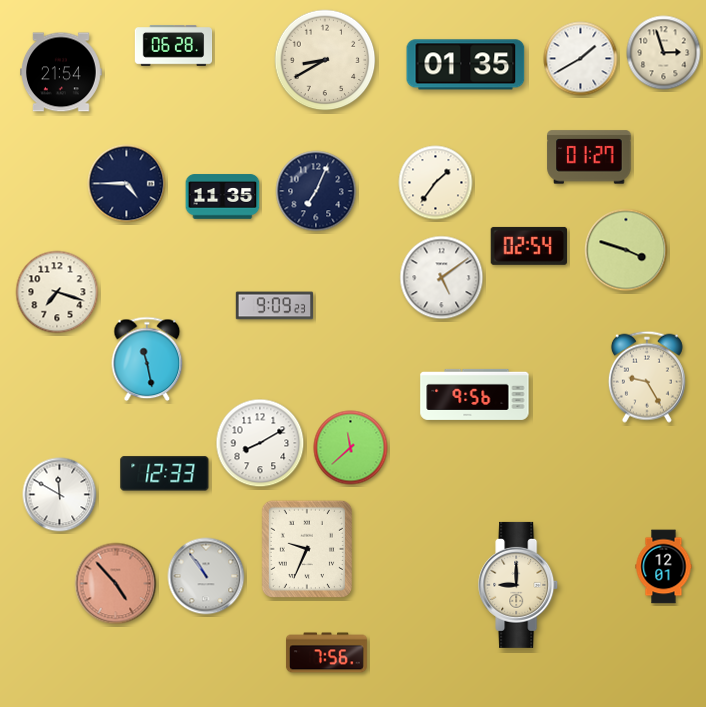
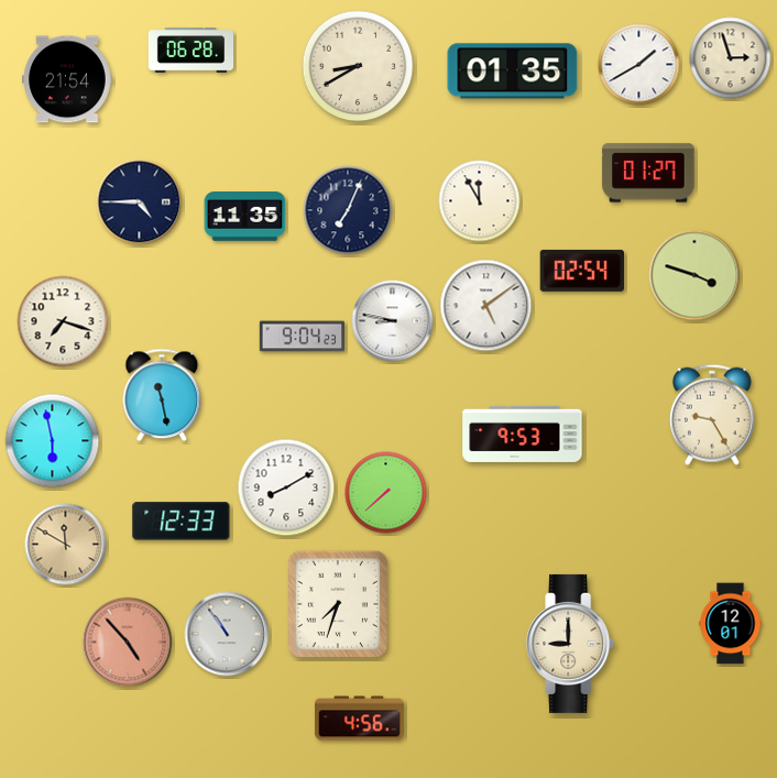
clock at (436, 183): 1:36 -> 11:55
clock at (626, 250) position: (626, 250) -> (694, 275)
clock at (393, 321): none -> 8:47
clock at (275, 306): 9:09 -> 9:04
clock at (475, 394): 9:56 -> 9:53
clock at (53, 441): none -> 5:58
clock at (351, 448): 11:38 -> 7:38
clock at (60, 495) dial: white -> champagne
clock at (307, 549): 9:34 -> 7:33
clock at (327, 653): 7:56 -> 4:56
